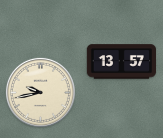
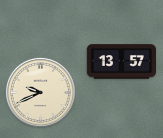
clock at (40, 92): 9:43 -> 9:41
